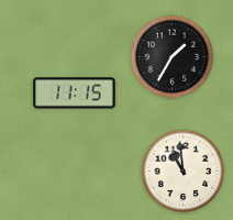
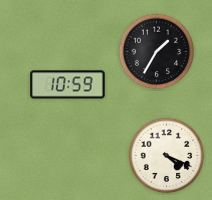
clock at (75, 94): 11:15 -> 10:59
clock at (184, 172): 10:59 -> 4:19
